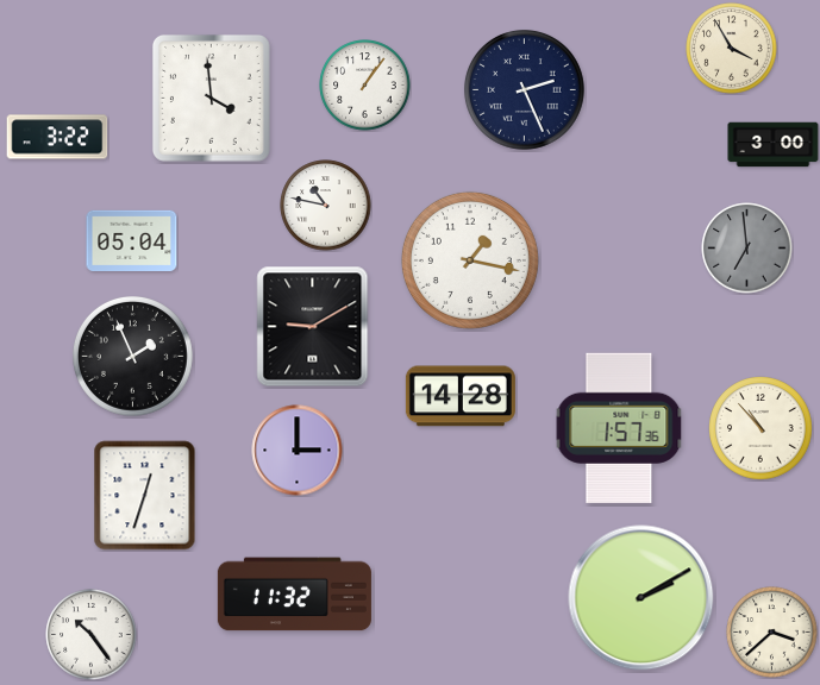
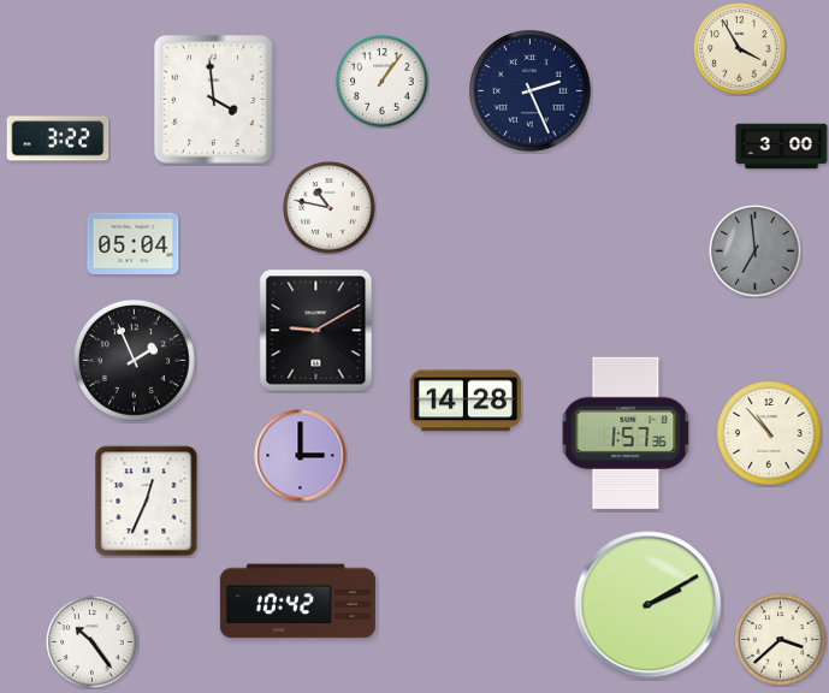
clock at (365, 86) position: (365, 86) -> (383, 82)
clock at (470, 260): 1:17 -> none
clock at (145, 496): 12:33 -> 12:34
clock at (294, 595): 11:32 -> 10:42
